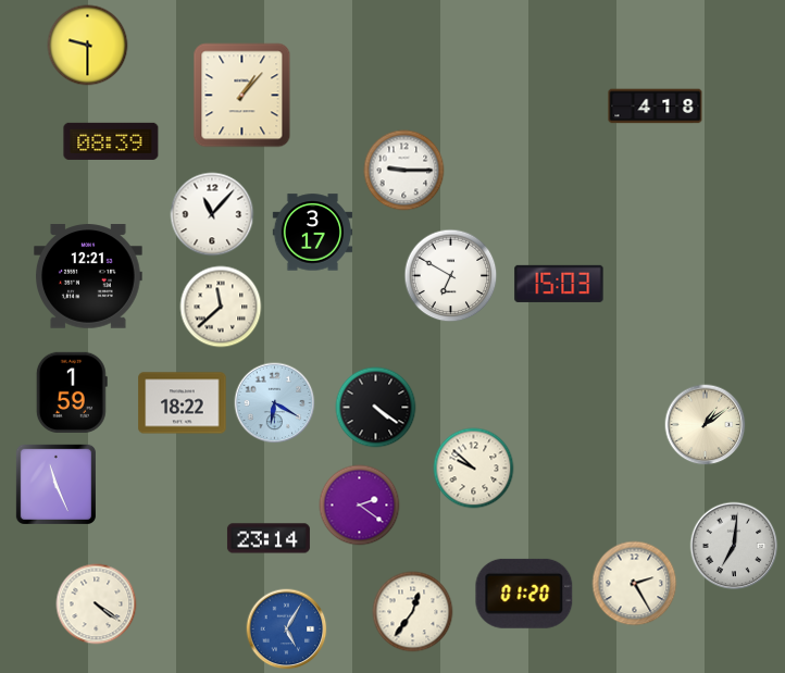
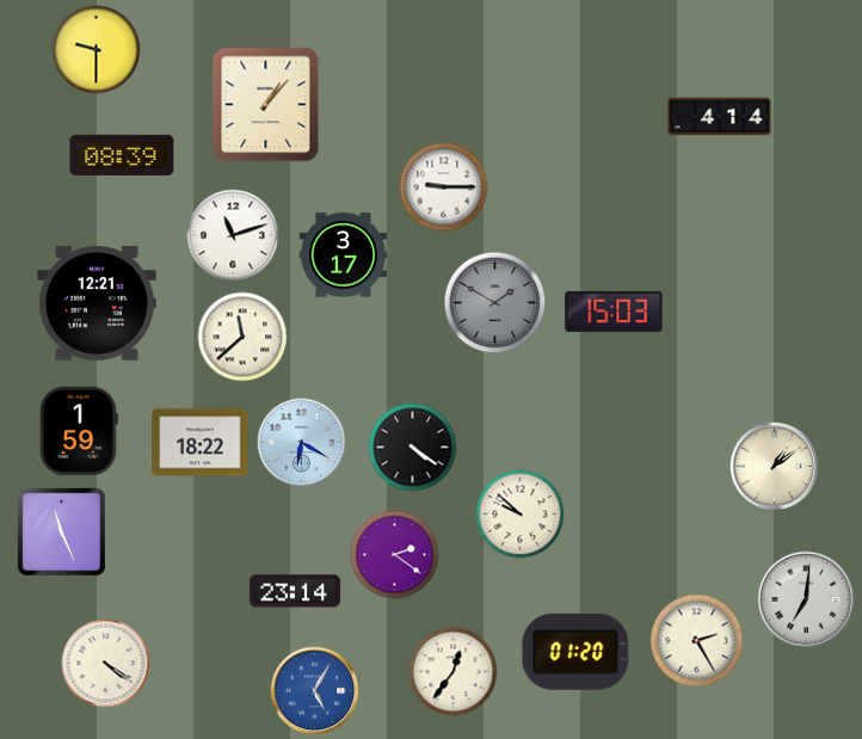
clock at (656, 107): 4:18 -> 4:14
clock at (212, 214): 11:07 -> 11:12
clock at (451, 276): 6:50 -> 1:50
clock at (451, 276) dial: white -> grey
